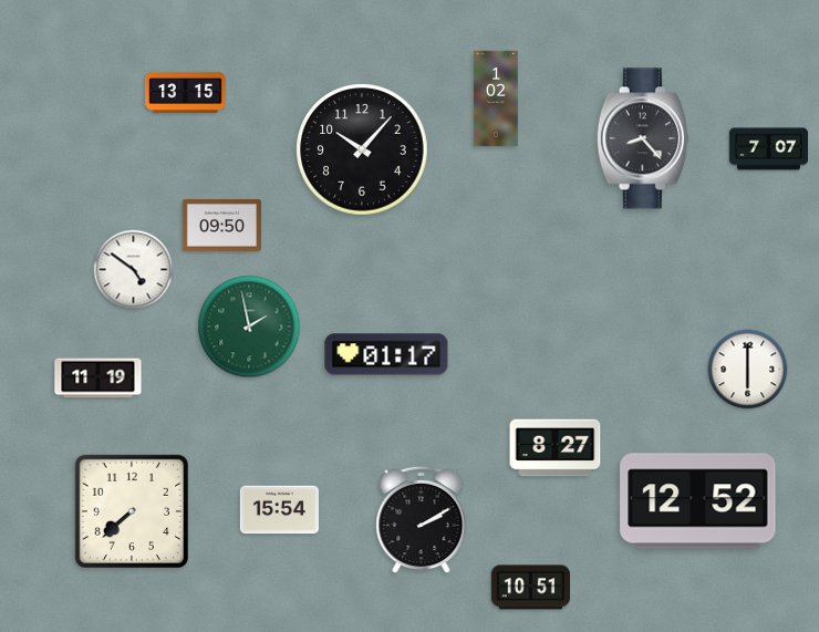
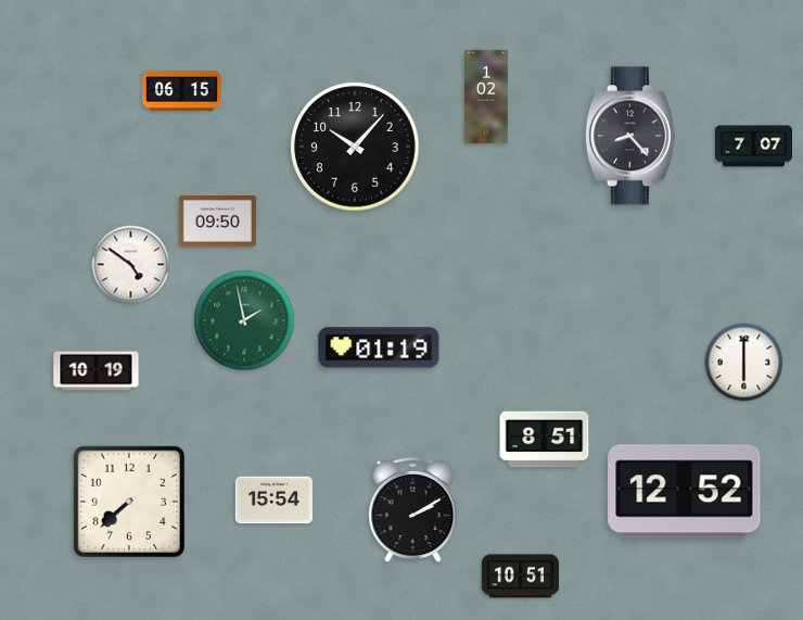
clock at (186, 92): 13:15 -> 06:15
clock at (386, 354): 01:17 -> 01:19
clock at (748, 370) position: (748, 370) -> (744, 363)
clock at (99, 379): 11:19 -> 10:19
clock at (556, 448): 8:27 -> 8:51
